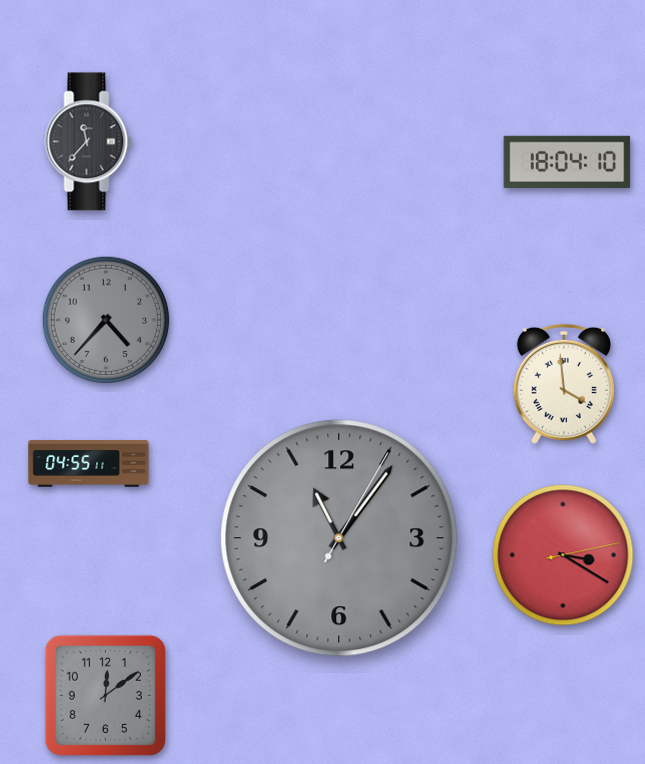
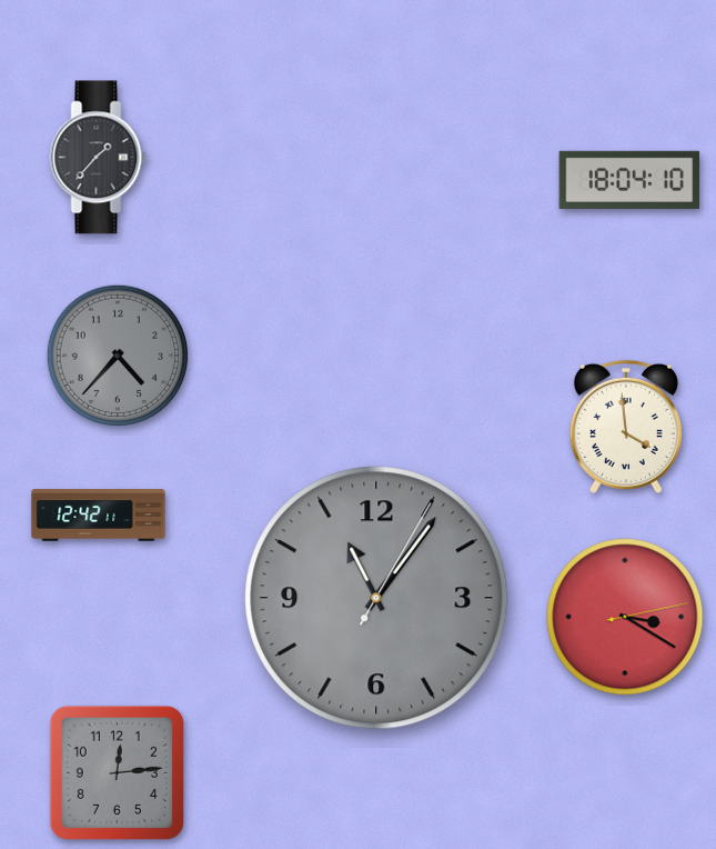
clock at (89, 142): 11:37 -> 1:37
clock at (89, 464): 04:55 -> 12:42
clock at (105, 695): 12:09 -> 12:14
